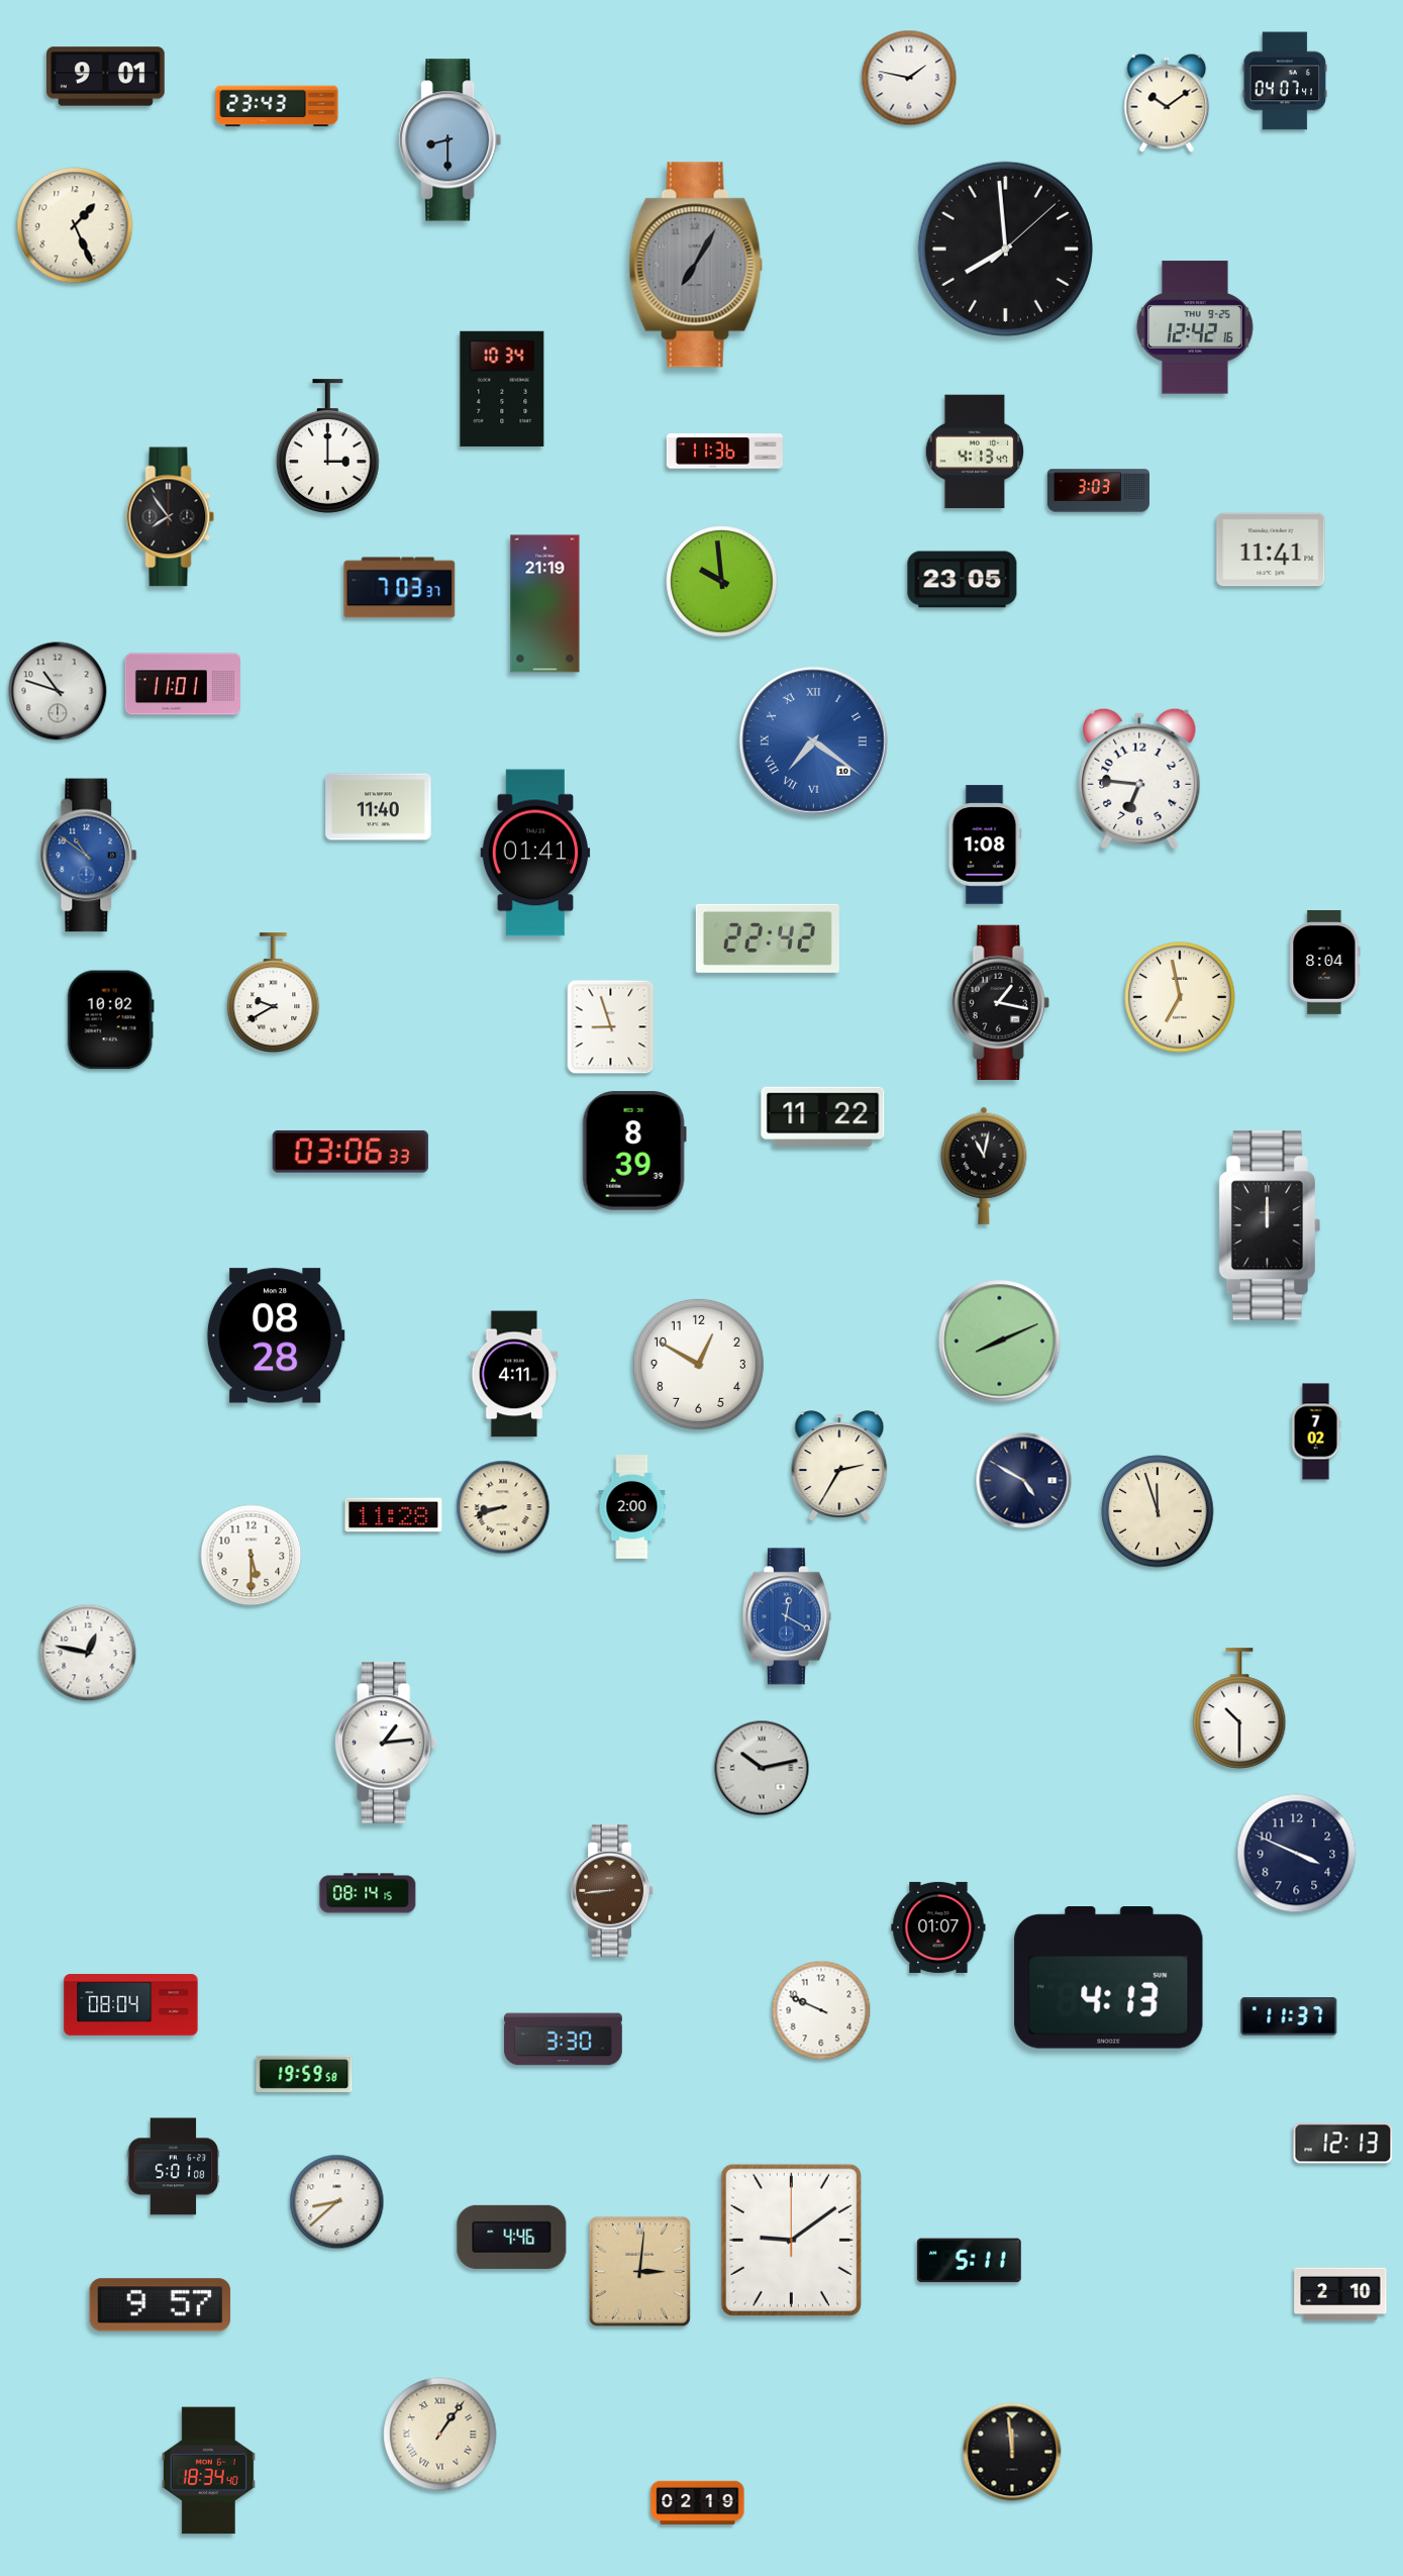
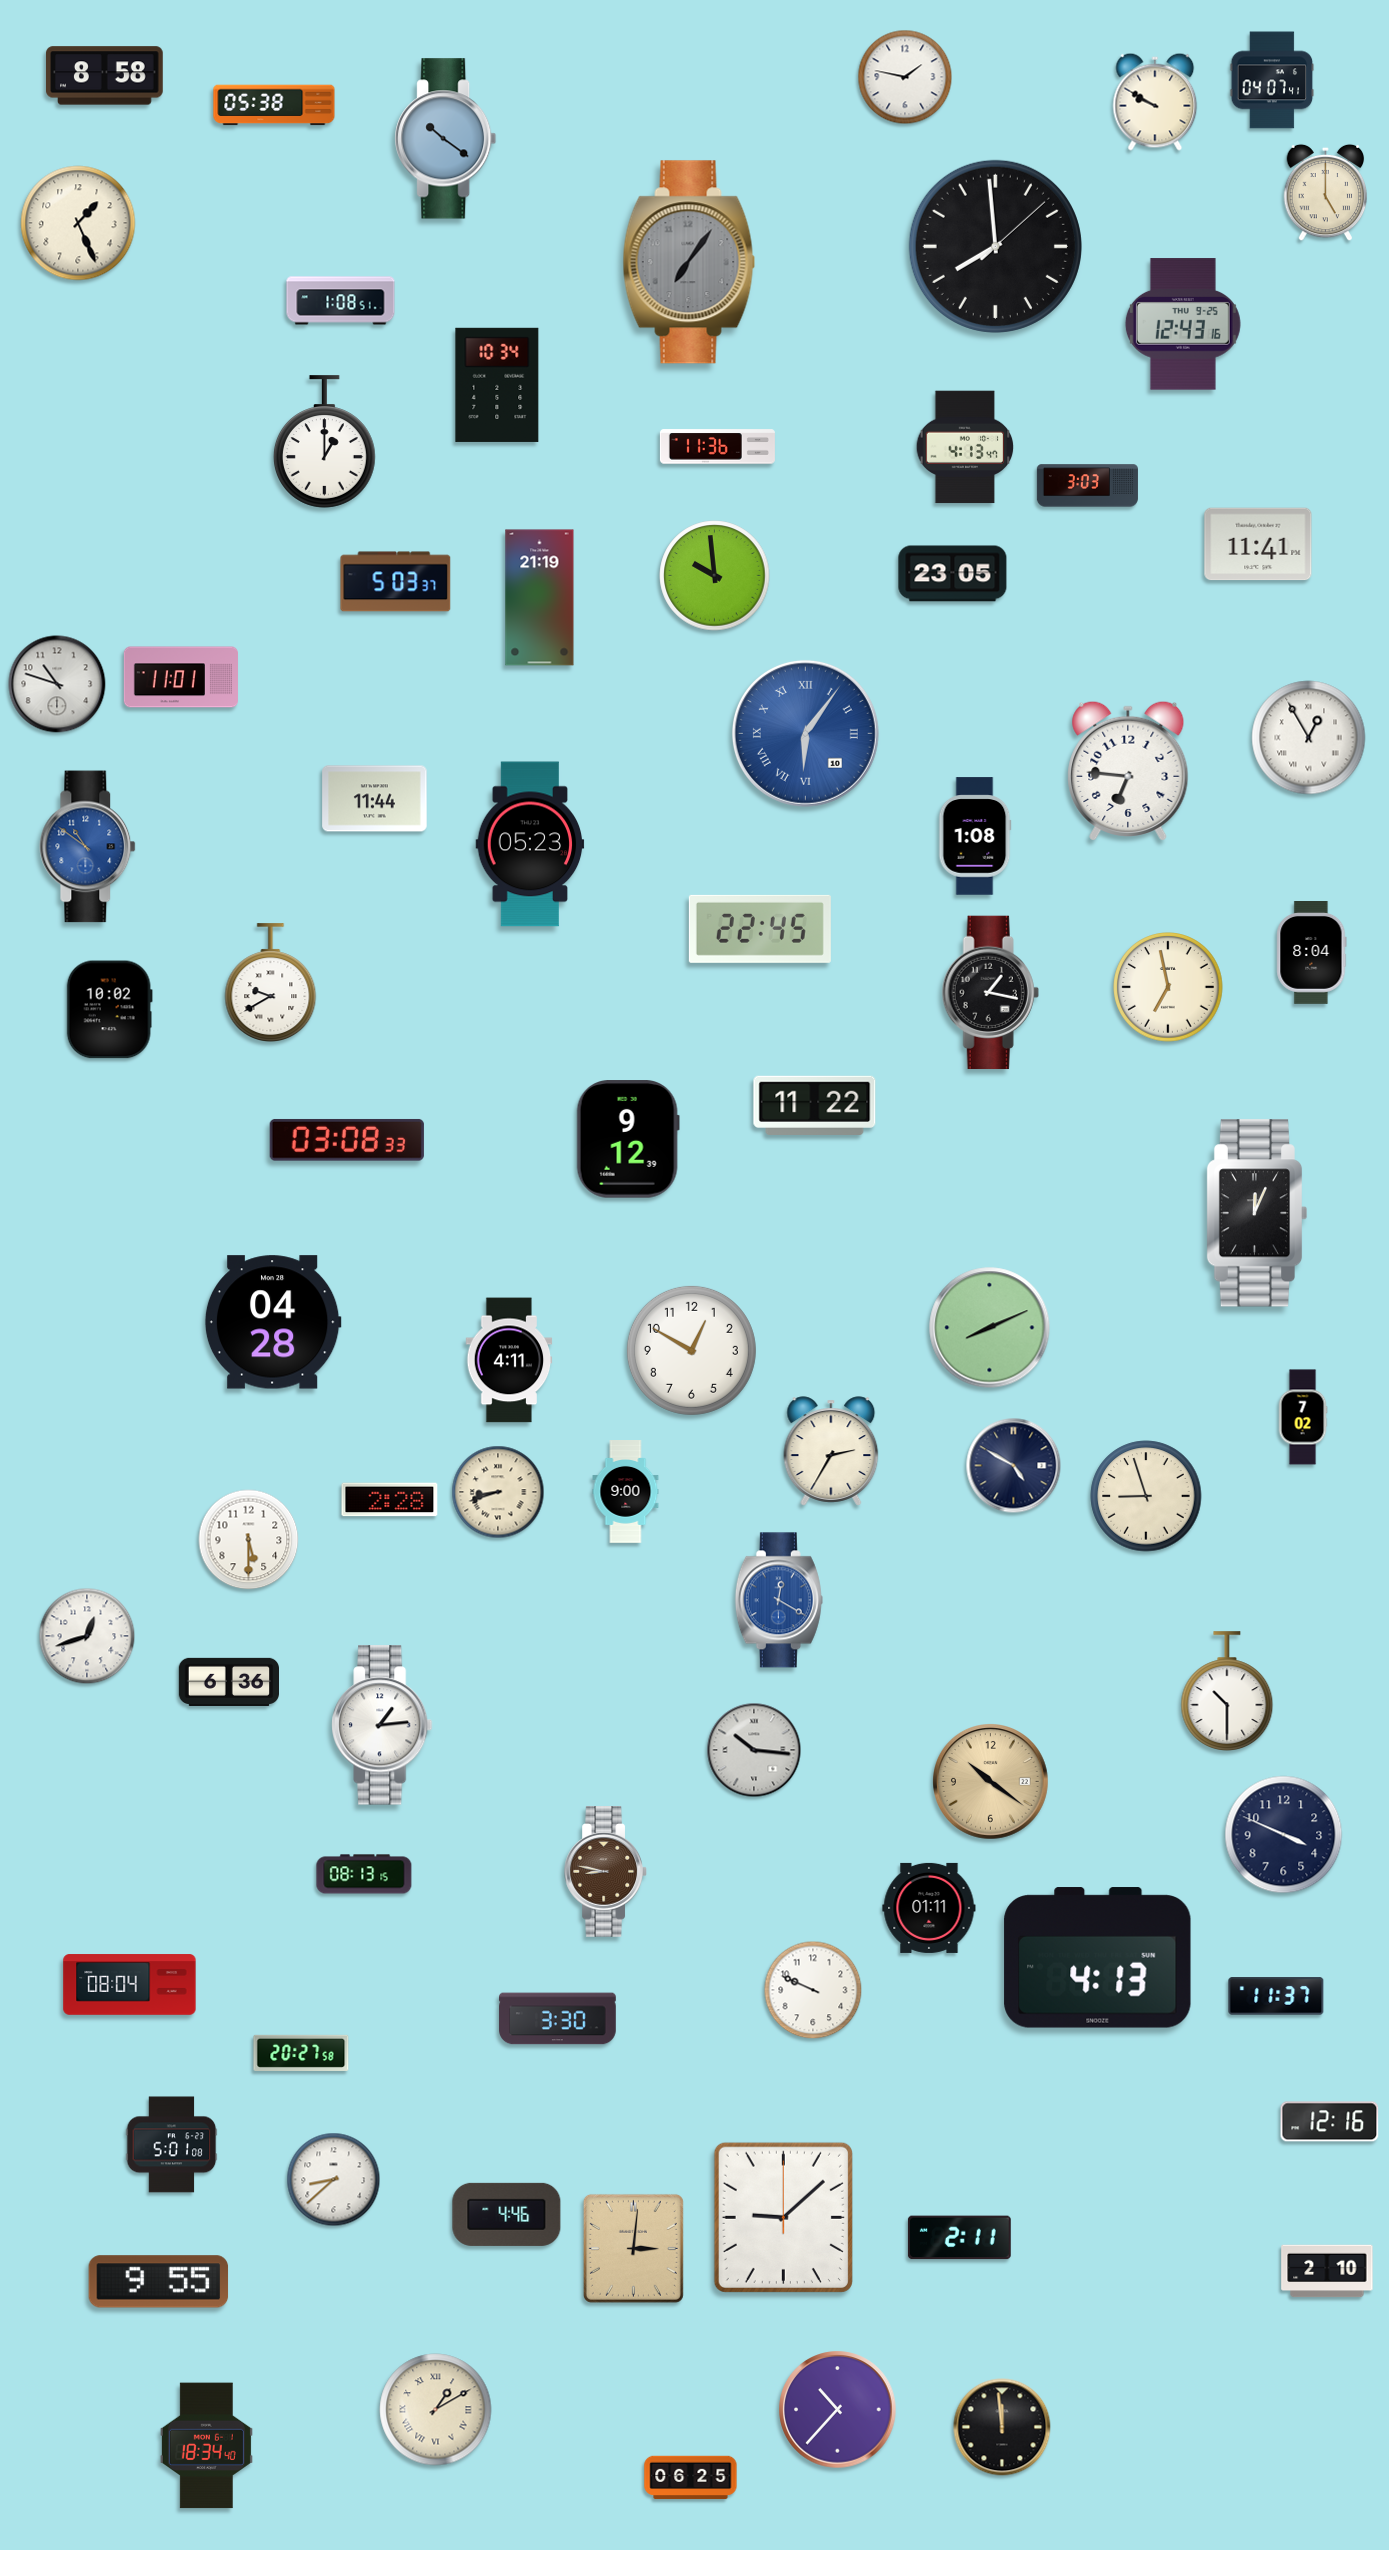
clock at (106, 77): 9:01 -> 8:58
clock at (909, 78) position: (909, 78) -> (905, 77)
clock at (1167, 103): 10:09 -> 9:50
clock at (277, 106): 23:43 -> 05:38
clock at (450, 140): 8:30 -> 10:21
clock at (1326, 193): none -> 5:00
clock at (75, 225) position: (75, 225) -> (78, 223)
clock at (696, 265): 7:05 -> 7:06
clock at (341, 301): none -> 1:08
clock at (1195, 327): 12:42 -> 12:43
clock at (328, 447): 3:00 -> 1:00
clock at (171, 517): 7:54 -> none
clock at (400, 588): 7:03 -> 5:03
clock at (813, 740): 7:21 -> 6:06
clock at (1309, 738): none -> 12:55
clock at (379, 807): 11:40 -> 11:44
clock at (535, 853): 01:41 -> 05:23
clock at (768, 938): 22:42 -> 22:45
clock at (611, 1027): 8:57 -> none
clock at (634, 1151): 8:39 -> 9:12
clock at (350, 1152): 03:06 -> 03:08
clock at (984, 1166): 11:02 -> none
clock at (1270, 1225): 12:00 -> 12:04
clock at (276, 1335): 08:28 -> 04:28
clock at (632, 1507): 2:00 -> 9:00
clock at (1158, 1511): 11:57 -> 8:57
clock at (394, 1515): 11:28 -> 2:28
clock at (88, 1653): 12:47 -> 12:42
clock at (228, 1682): none -> 6:36
clock at (762, 1768): 10:13 -> 10:16
clock at (991, 1782): none -> 10:21
clock at (612, 1891): 8:44 -> 8:47
clock at (368, 1893): 08:14 -> 08:13
clock at (938, 1927): 01:07 -> 01:11
clock at (304, 2074): 19:59 -> 20:27
clock at (1343, 2144): 12:13 -> 12:16
clock at (791, 2240): 9:09 -> 9:08
clock at (969, 2261): 5:11 -> 2:11
clock at (161, 2305): 9:57 -> 9:55
clock at (440, 2435): 1:06 -> 1:10
clock at (838, 2410): none -> 10:37
clock at (698, 2503): 02:19 -> 06:25
